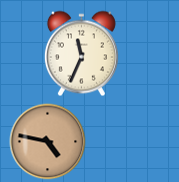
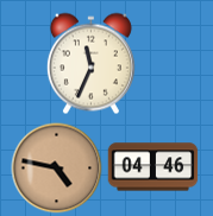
clock at (81, 54) position: (81, 54) -> (90, 64)
clock at (154, 167): none -> 04:46
